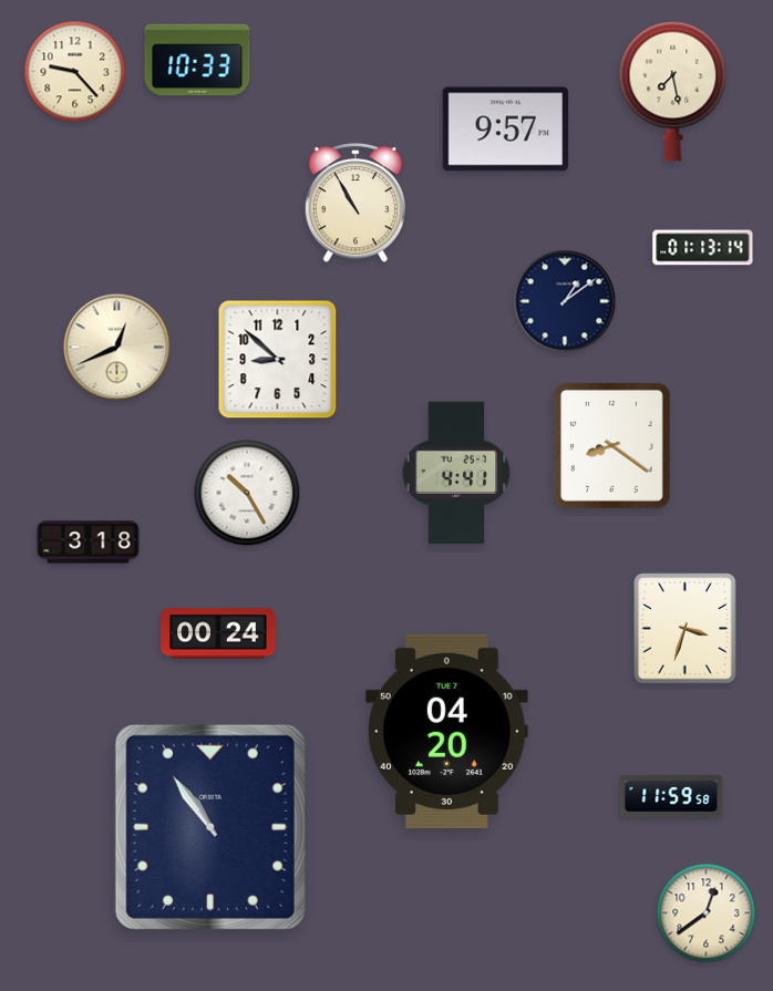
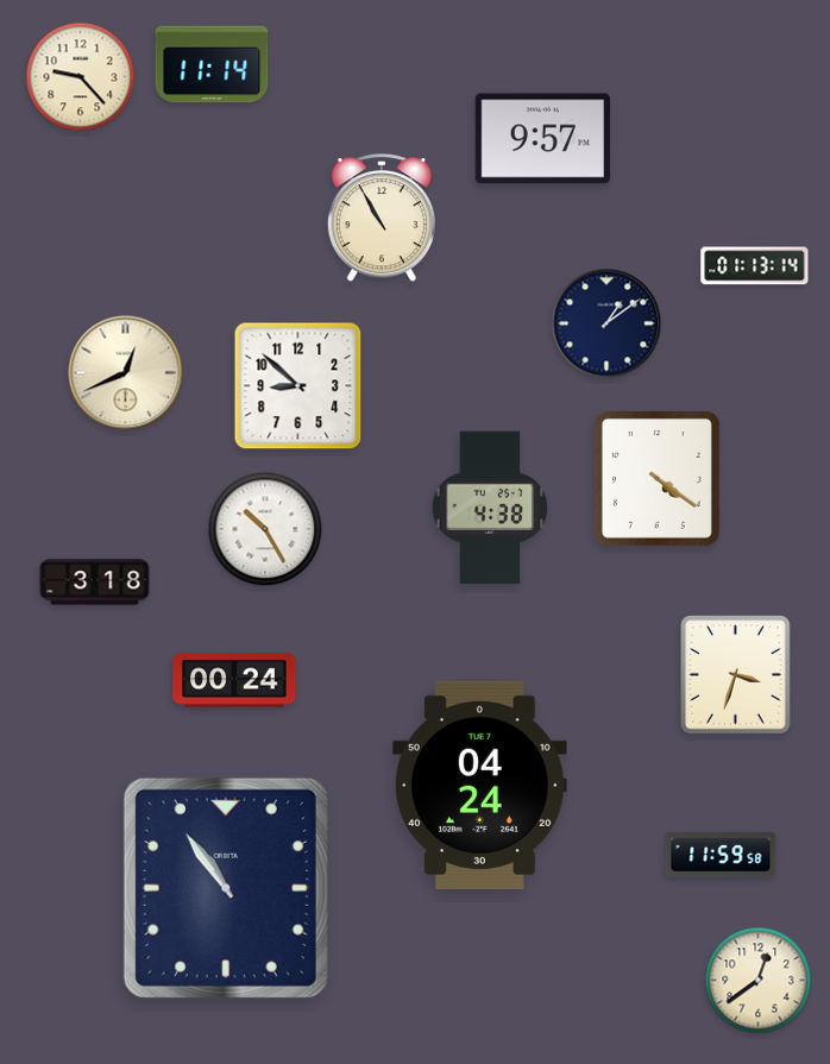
clock at (197, 60): 10:33 -> 11:14
clock at (673, 91): 7:28 -> none
clock at (611, 445): 8:21 -> 4:21
clock at (456, 473): 4:41 -> 4:38
clock at (447, 731): 04:20 -> 04:24
